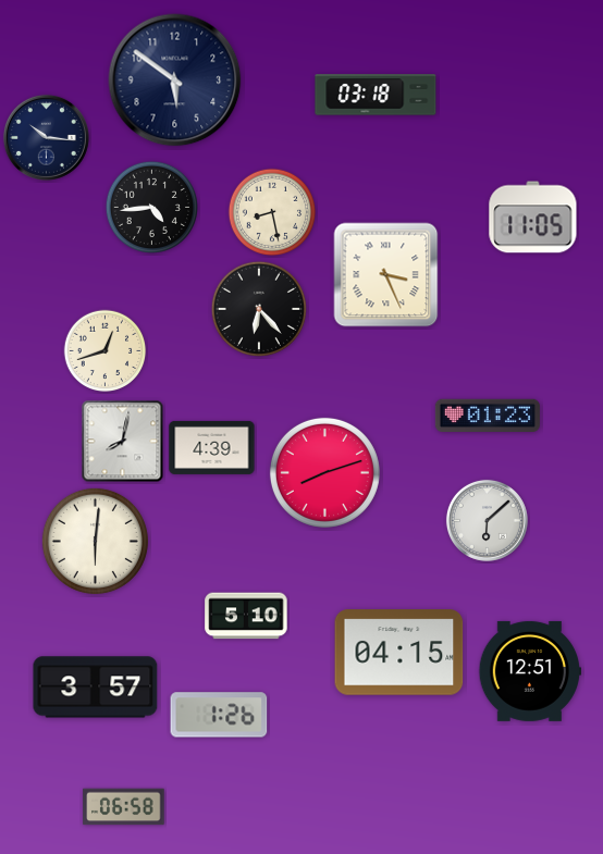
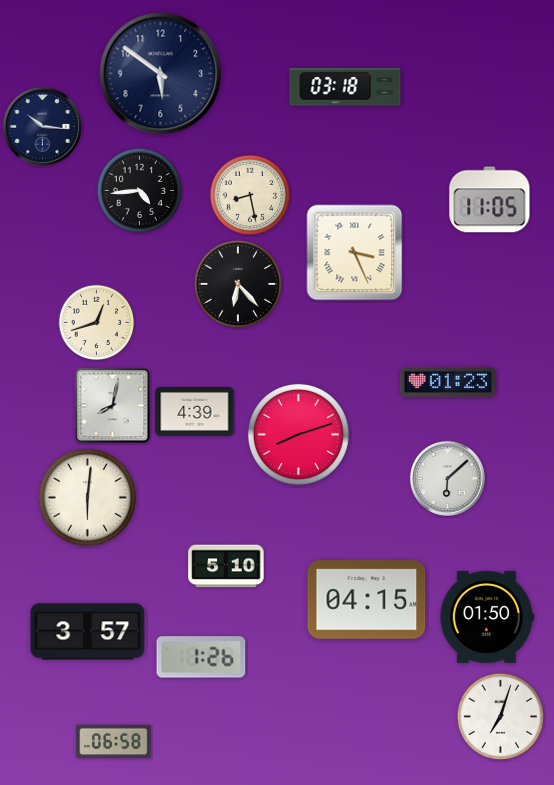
clock at (529, 671): 12:51 -> 01:50
clock at (500, 716): none -> 7:03
